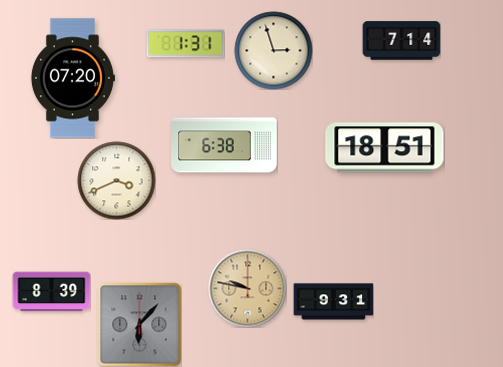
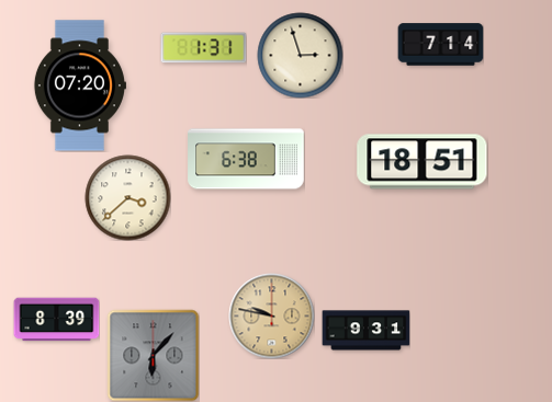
clock at (116, 180): 3:41 -> 3:38
